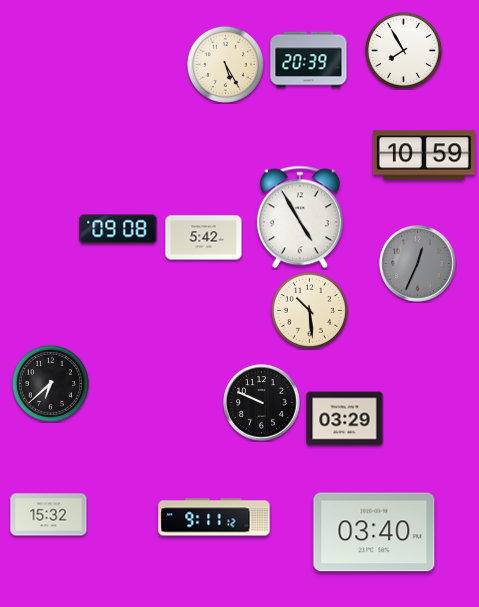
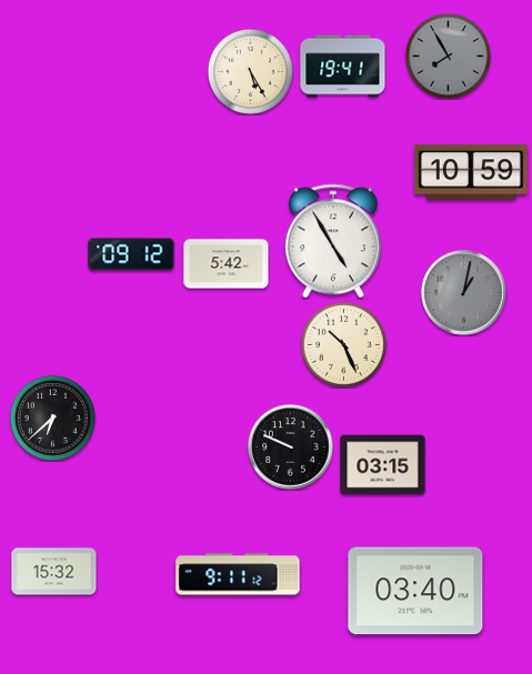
clock at (403, 50) dial: white -> grey
clock at (309, 60): 20:39 -> 19:41
clock at (118, 229): 09:08 -> 09:12
clock at (418, 264): 12:34 -> 1:02
clock at (309, 310): 10:29 -> 10:26
clock at (50, 383) position: (50, 383) -> (52, 418)
clock at (345, 419): 03:29 -> 03:15
